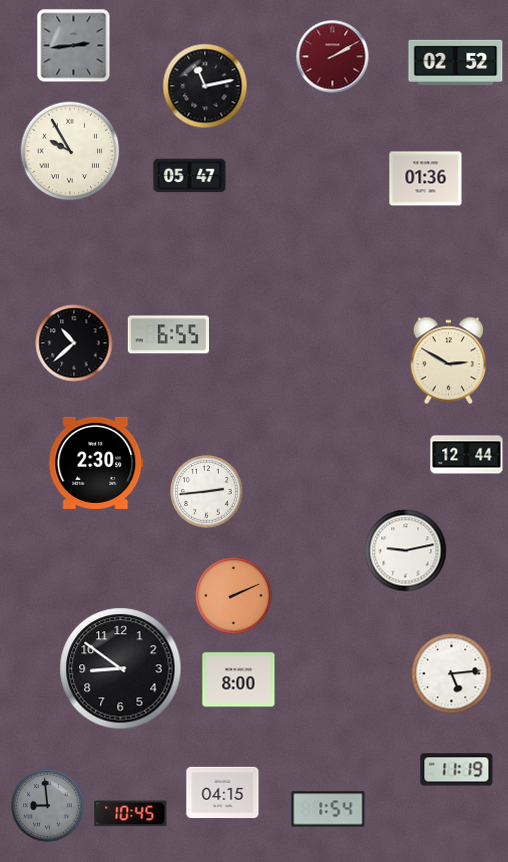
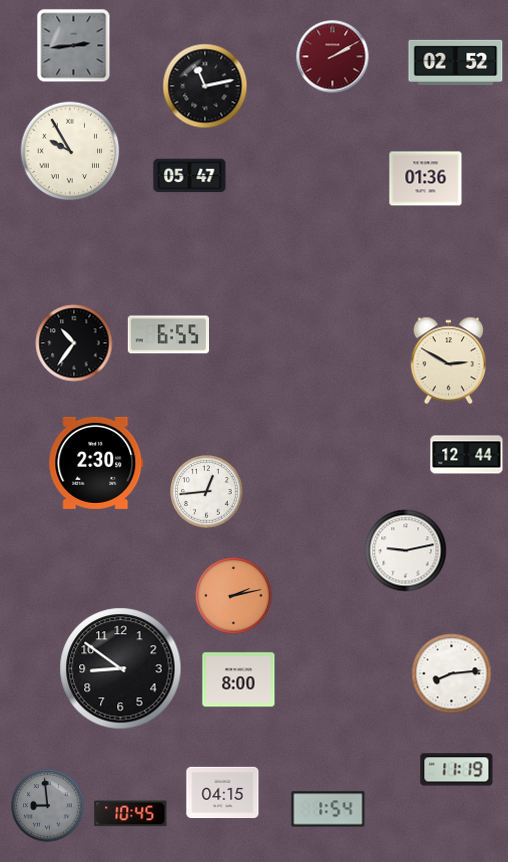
clock at (74, 343): 10:38 -> 10:36
clock at (207, 492): 2:44 -> 12:44
clock at (234, 596): 2:11 -> 2:13
clock at (452, 674): 5:14 -> 8:14
